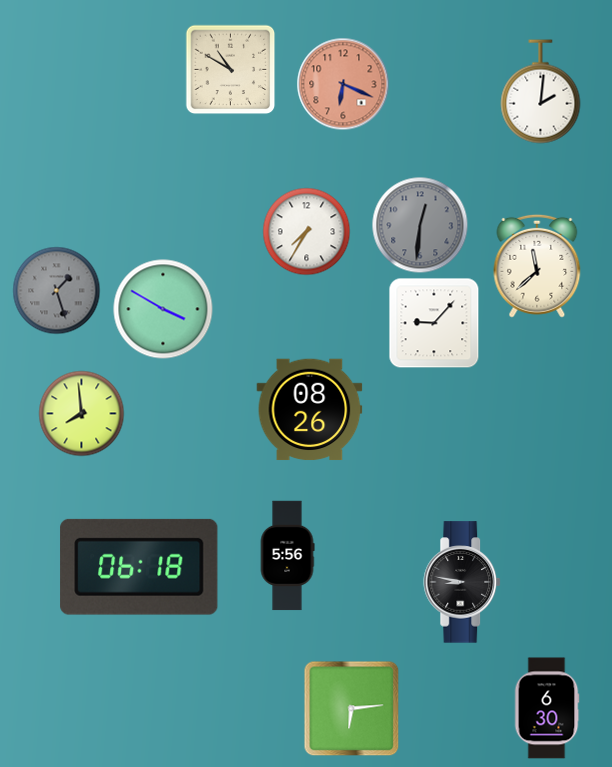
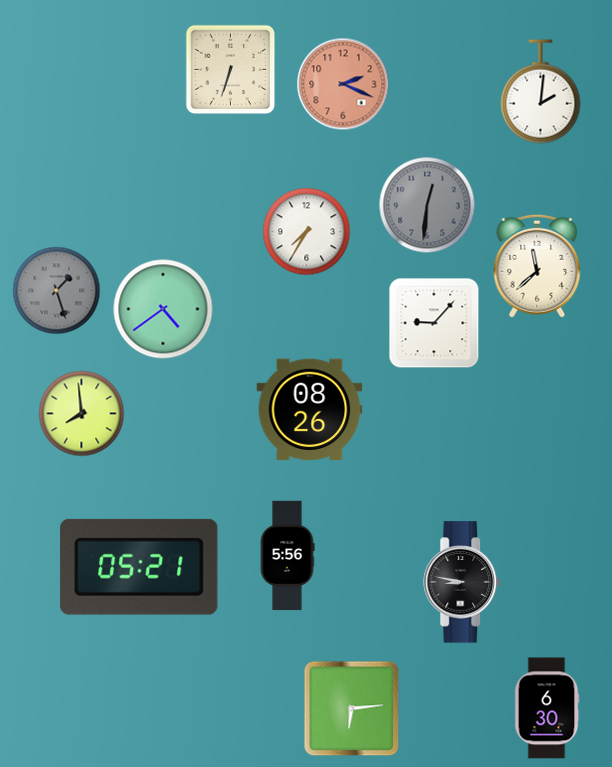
clock at (231, 70): 10:50 -> 6:33
clock at (343, 84): 6:19 -> 2:19
clock at (420, 225) position: (420, 225) -> (427, 205)
clock at (163, 309): 3:50 -> 4:39
clock at (139, 567): 06:18 -> 05:21
